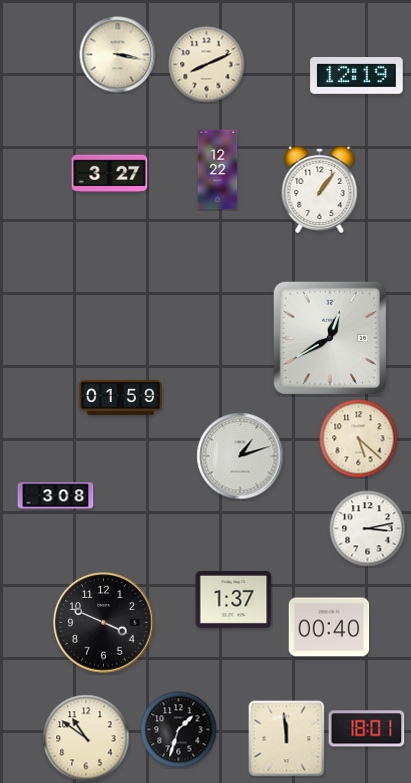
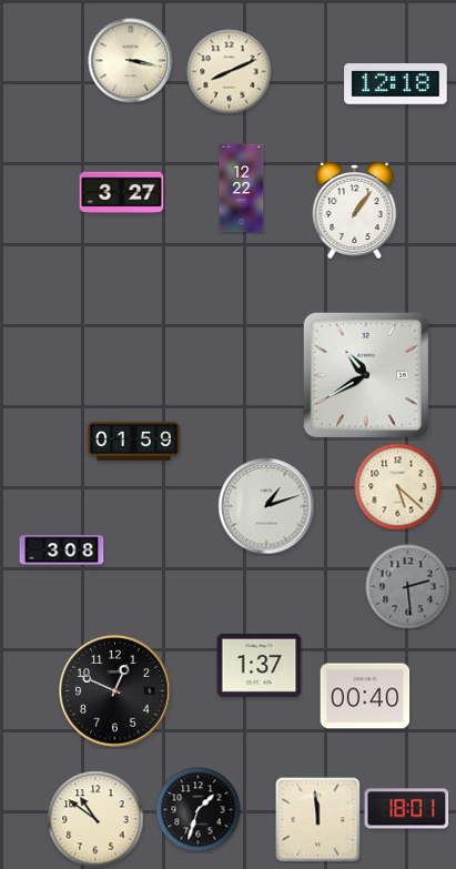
clock at (357, 76): 12:19 -> 12:18
clock at (330, 338): 12:40 -> 10:40
clock at (368, 529): 3:13 -> 2:29
clock at (368, 529) dial: white -> grey
clock at (104, 623): 3:49 -> 12:49
